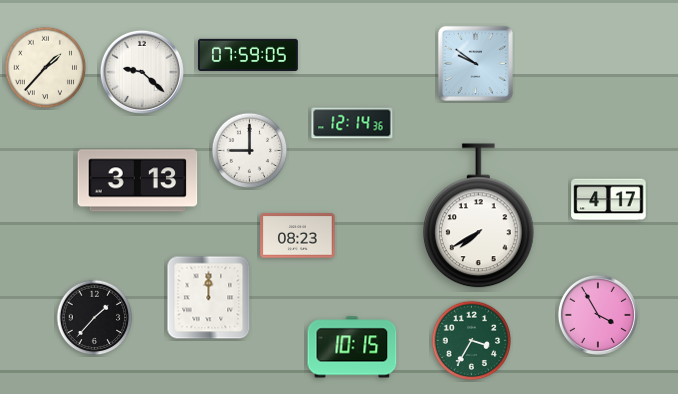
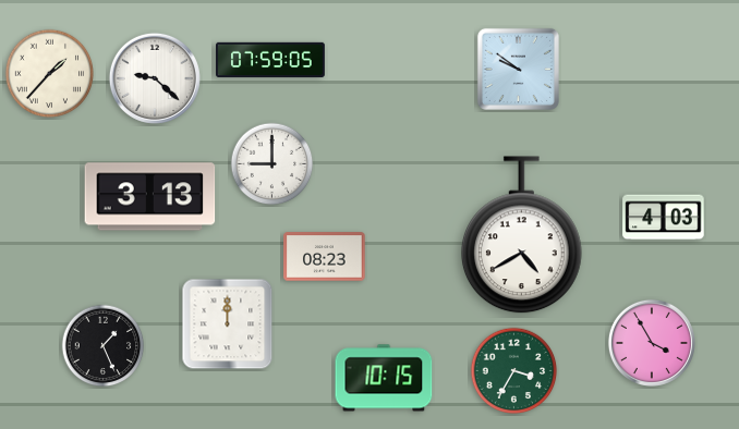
clock at (352, 123): 12:14 -> none
clock at (609, 200): 4:17 -> 4:03
clock at (479, 216): 7:40 -> 4:40
clock at (95, 318): 1:37 -> 1:26
